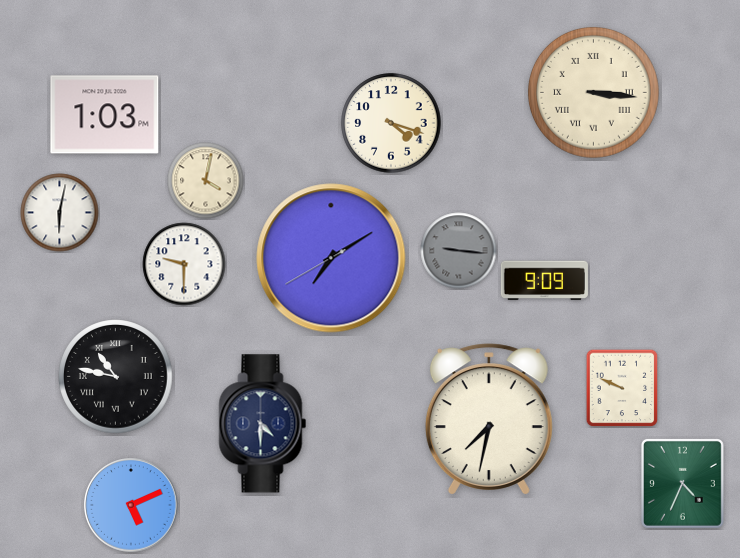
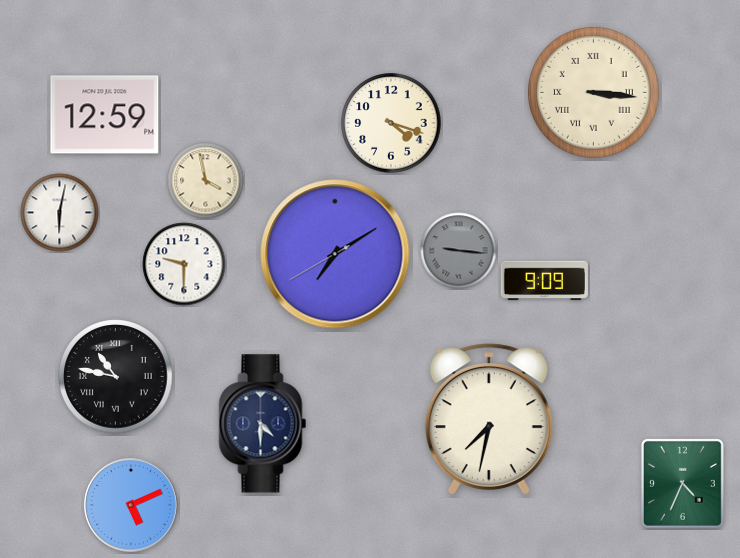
clock at (105, 115): 1:03 -> 12:59
clock at (206, 181): 4:02 -> 3:58
clock at (331, 258) position: (331, 258) -> (335, 254)
clock at (622, 388): 9:49 -> none
